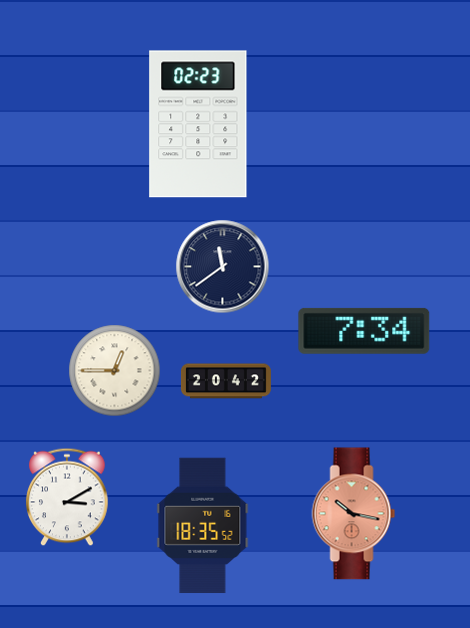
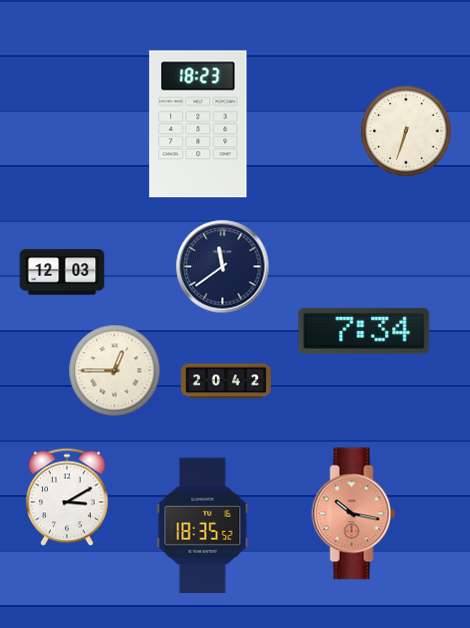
clock at (198, 124): 02:23 -> 18:23
clock at (406, 131): none -> 6:33
clock at (62, 272): none -> 12:03
